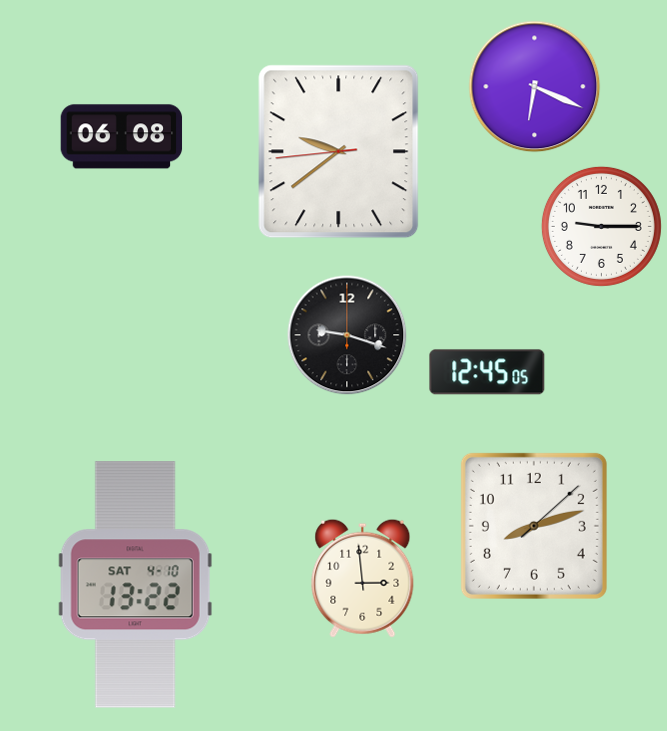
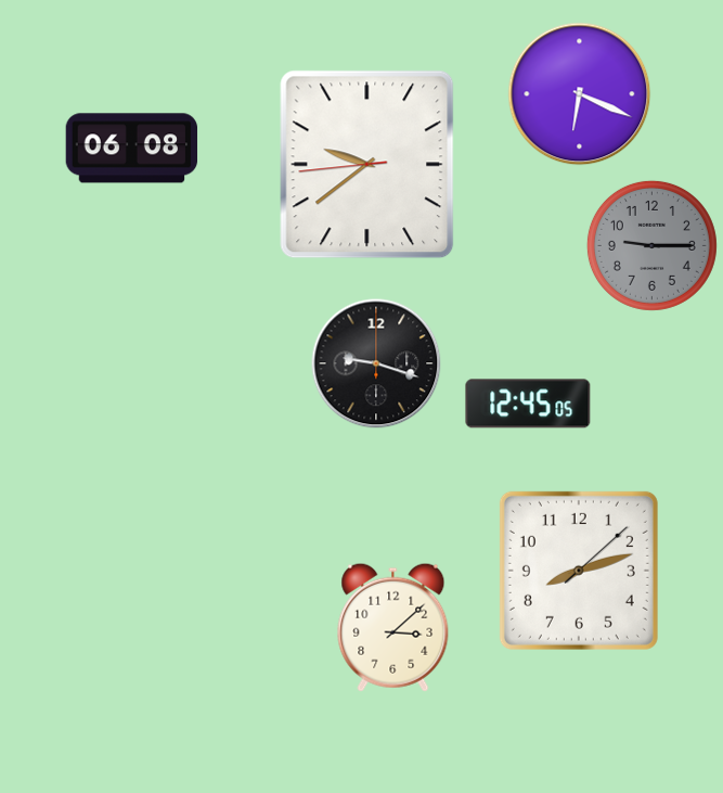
clock at (601, 226) dial: white -> grey
clock at (363, 578): 2:59 -> 3:08
clock at (135, 585): 13:22 -> none
